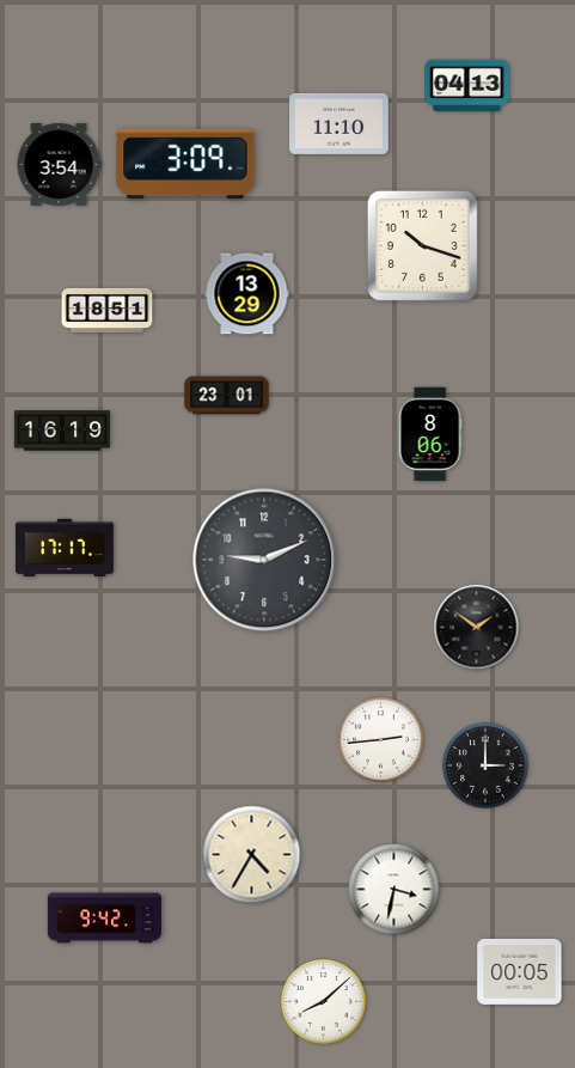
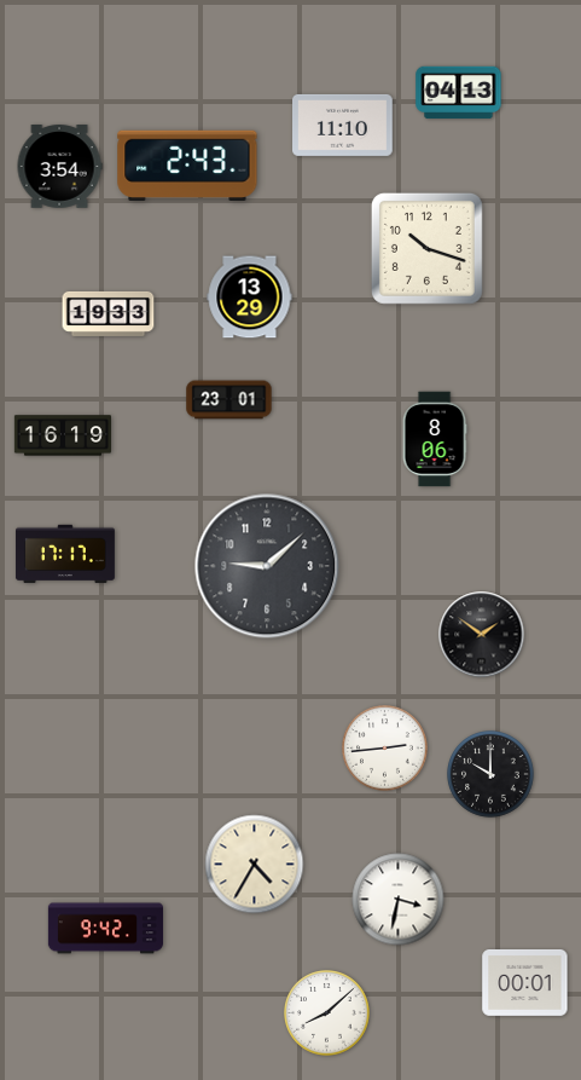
clock at (467, 86) position: (467, 86) -> (459, 93)
clock at (185, 164): 3:09 -> 2:43
clock at (108, 310): 18:51 -> 19:33
clock at (264, 560): 9:11 -> 9:08
clock at (485, 765): 3:00 -> 10:00
clock at (520, 971): 00:05 -> 00:01
